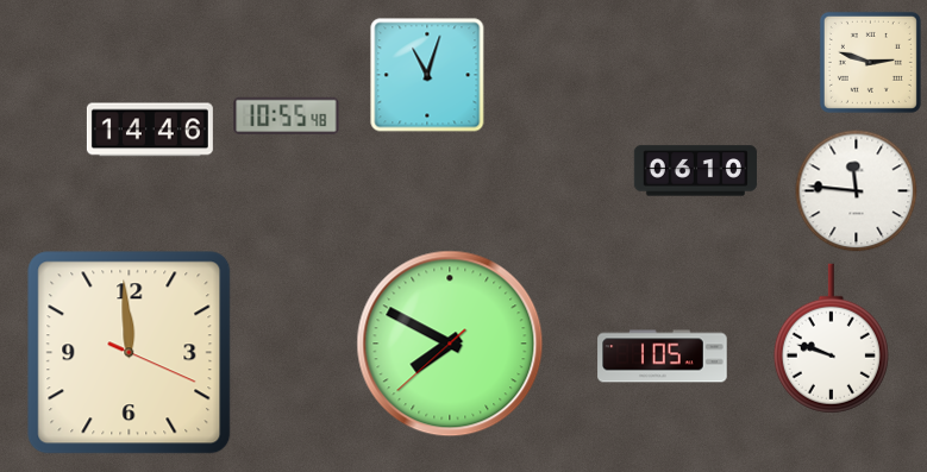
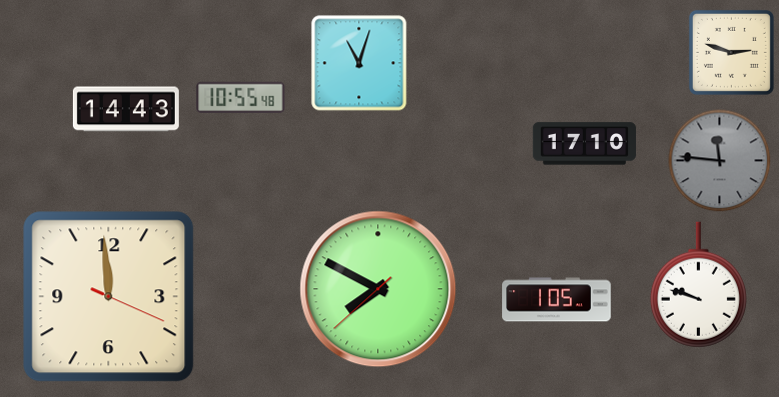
clock at (150, 130): 14:46 -> 14:43
clock at (695, 171): 06:10 -> 17:10
clock at (857, 191) dial: white -> grey
